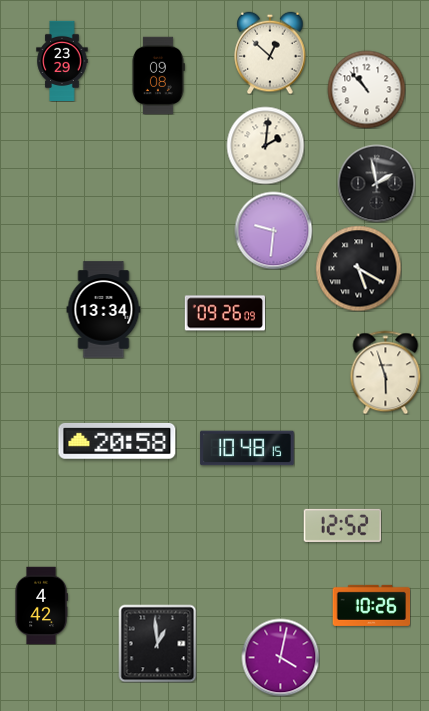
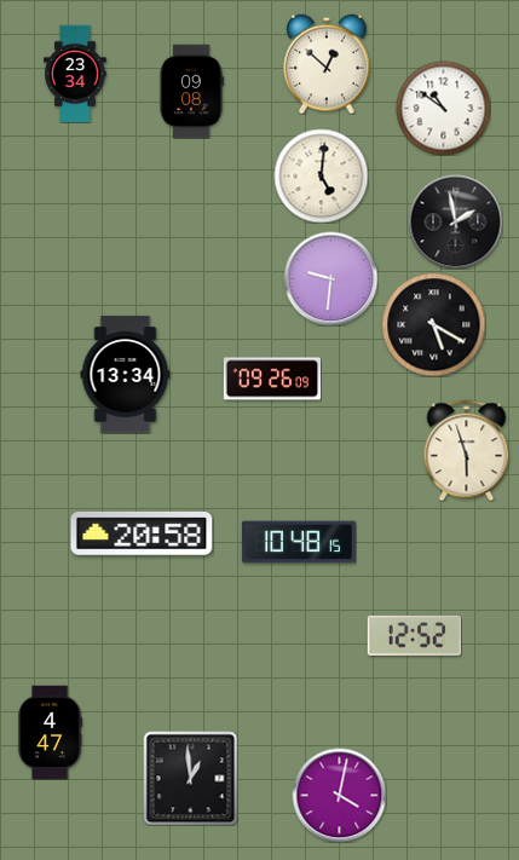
clock at (62, 61): 23:29 -> 23:34
clock at (366, 89): 10:53 -> 10:51
clock at (265, 145): 2:01 -> 5:01
clock at (41, 605): 4:42 -> 4:47
clock at (371, 605): 10:26 -> none
